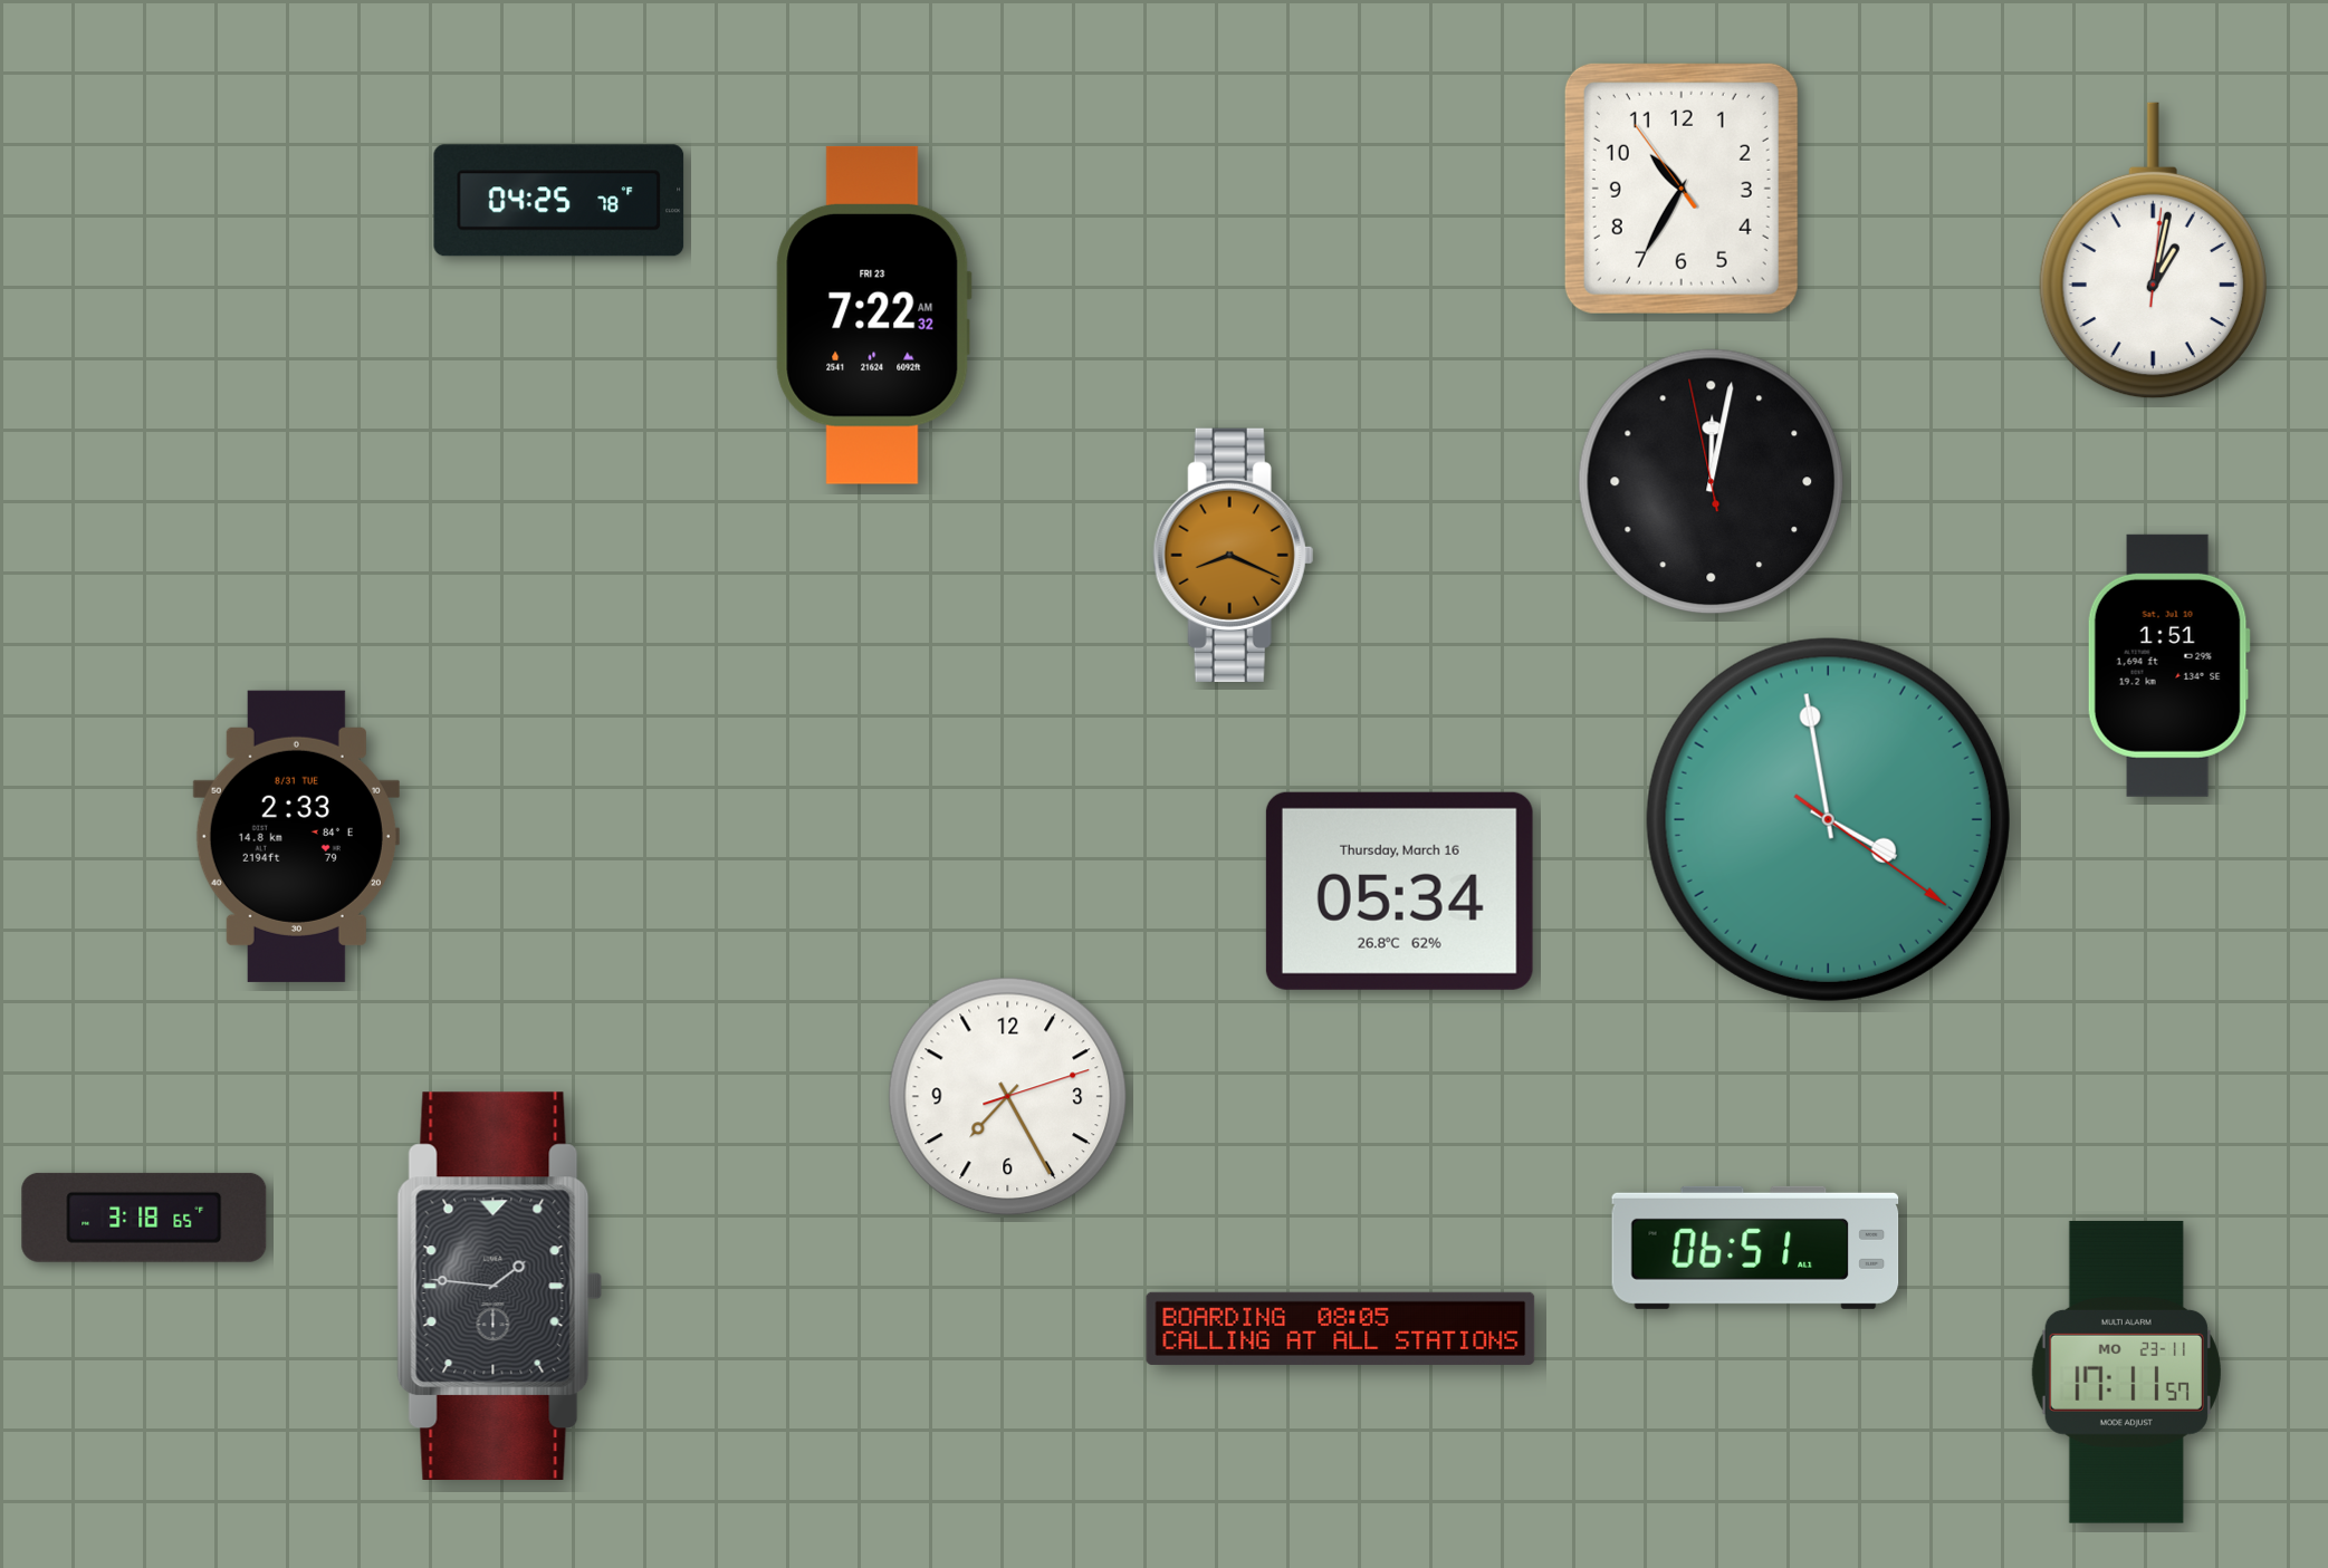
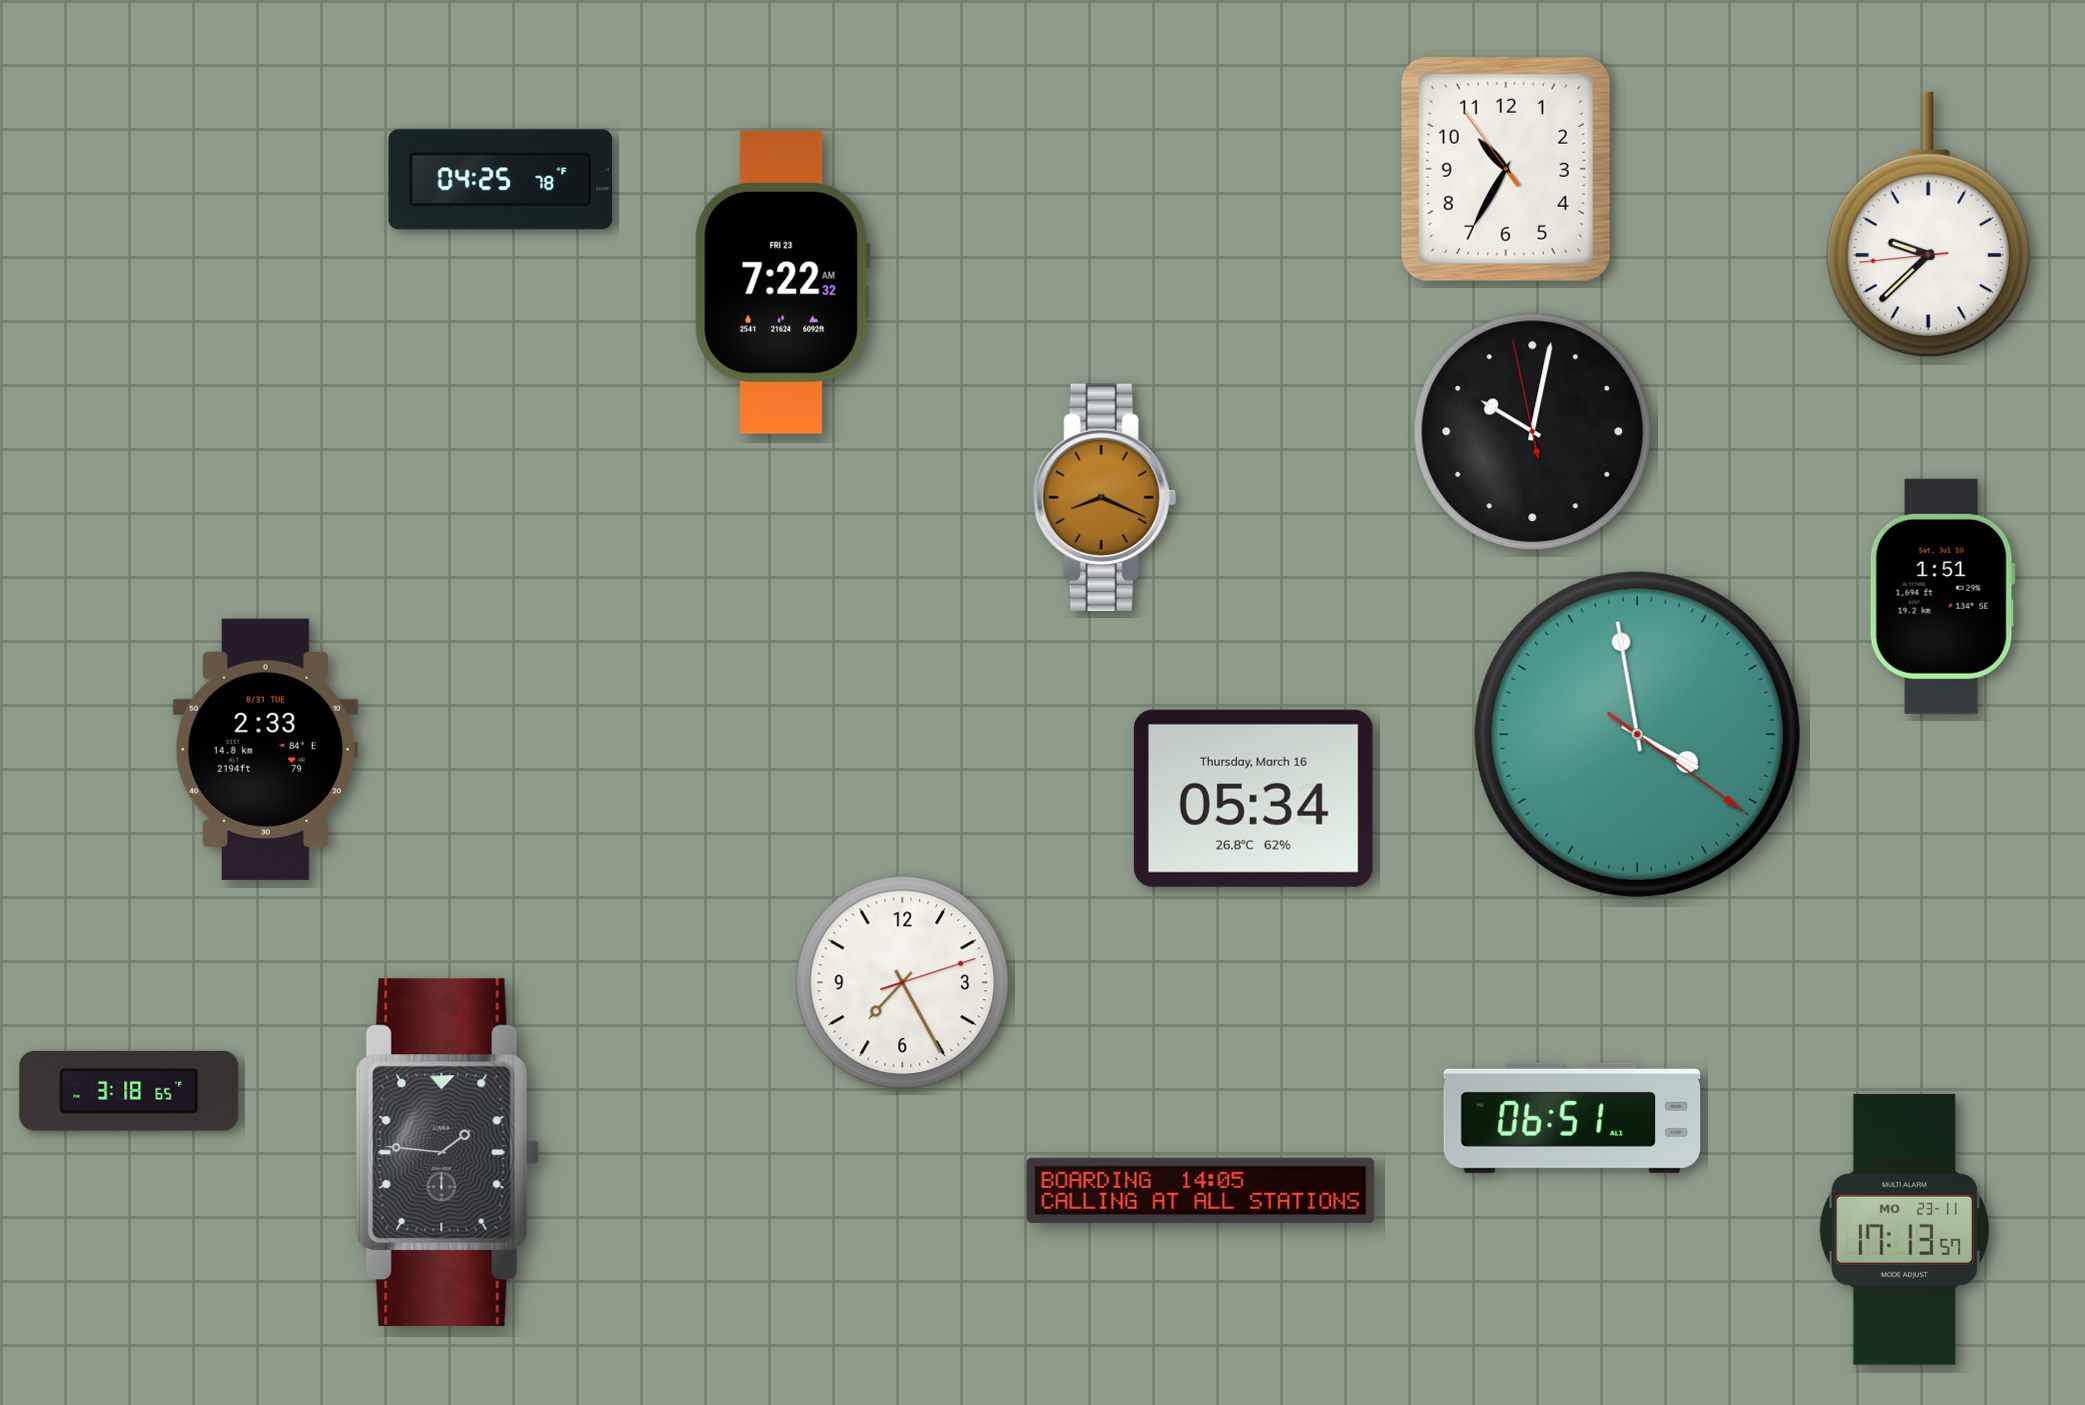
clock at (2153, 251): 1:02 -> 9:37
clock at (1712, 482): 12:01 -> 10:01
clock at (1341, 1328): 08:05 -> 14:05
clock at (2126, 1372): 17:11 -> 17:13
